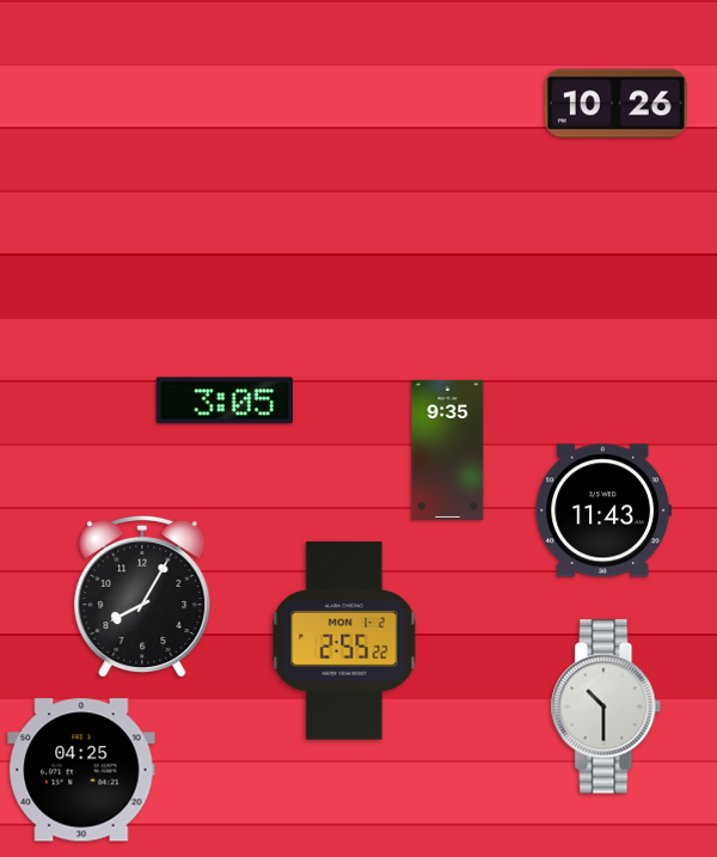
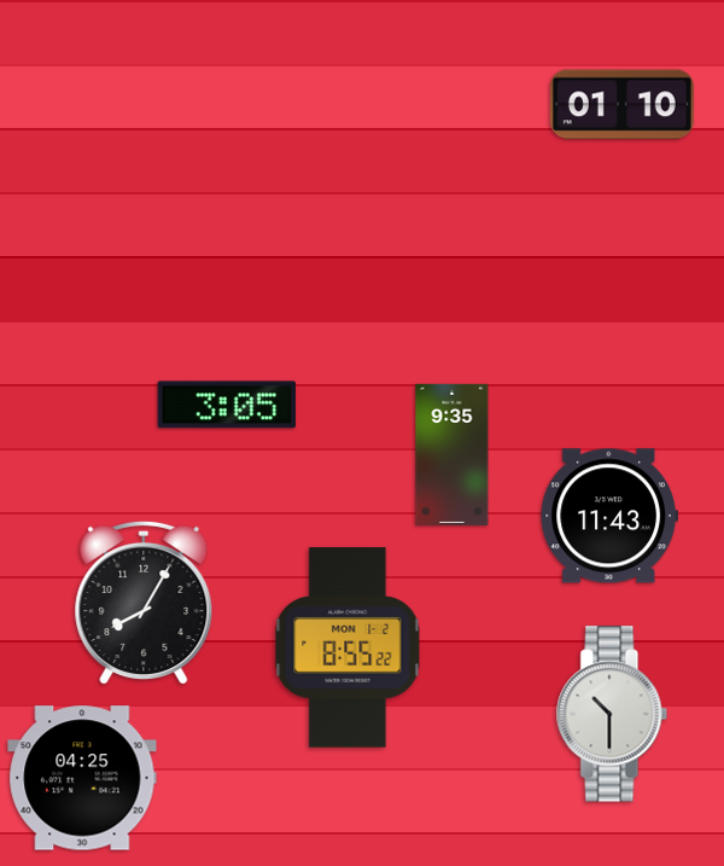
clock at (615, 104): 10:26 -> 01:10
clock at (344, 641): 2:55 -> 8:55
